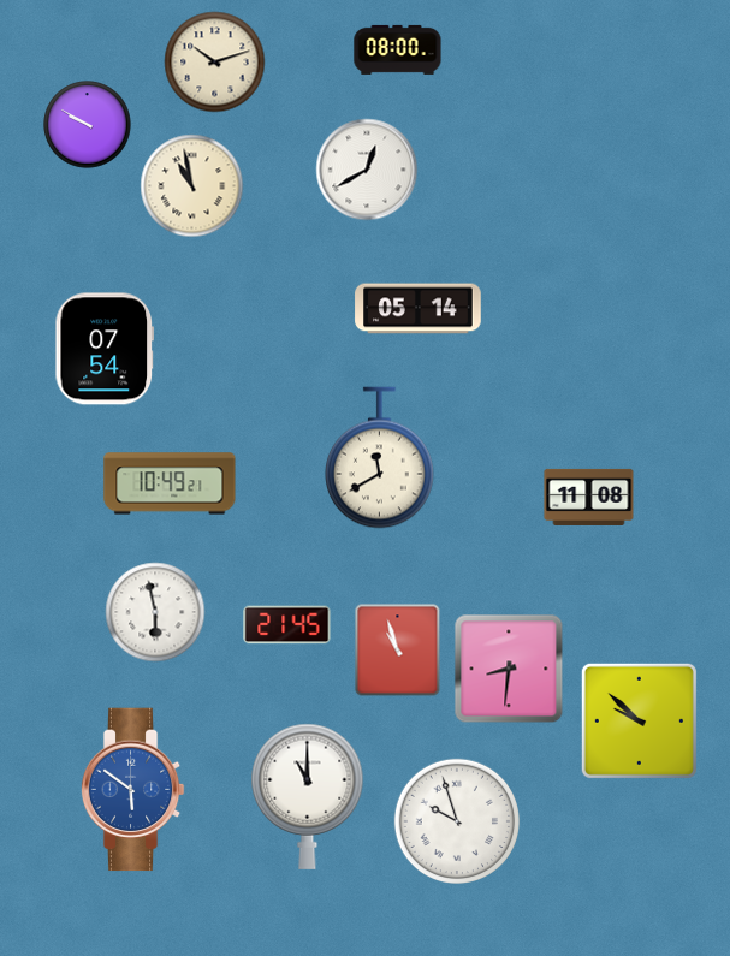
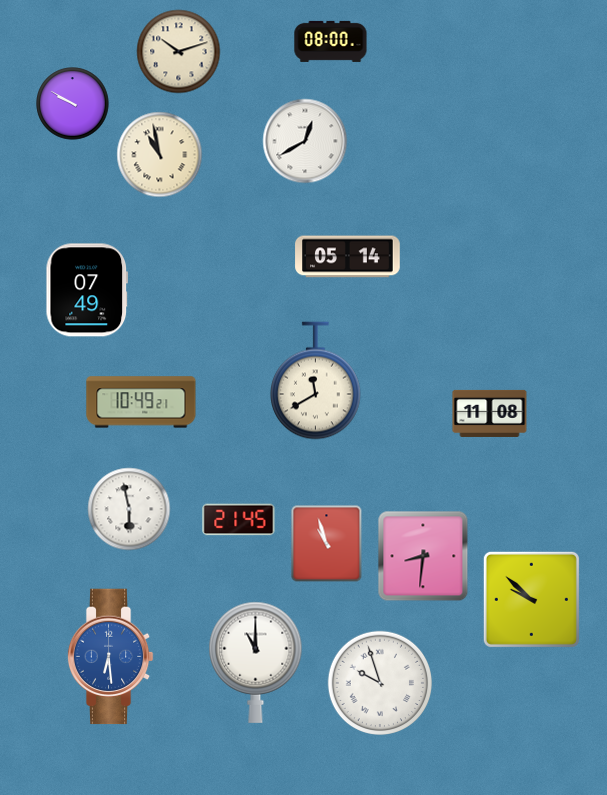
clock at (103, 349): 07:54 -> 07:49
clock at (398, 651) position: (398, 651) -> (327, 544)
clock at (132, 790): 5:51 -> 6:29
